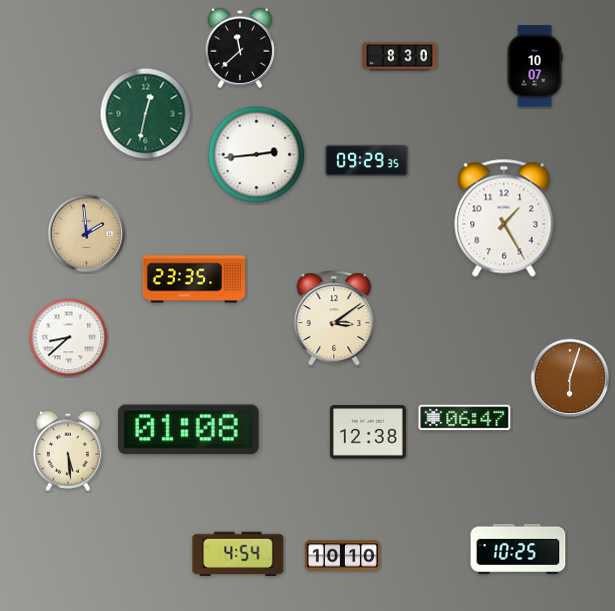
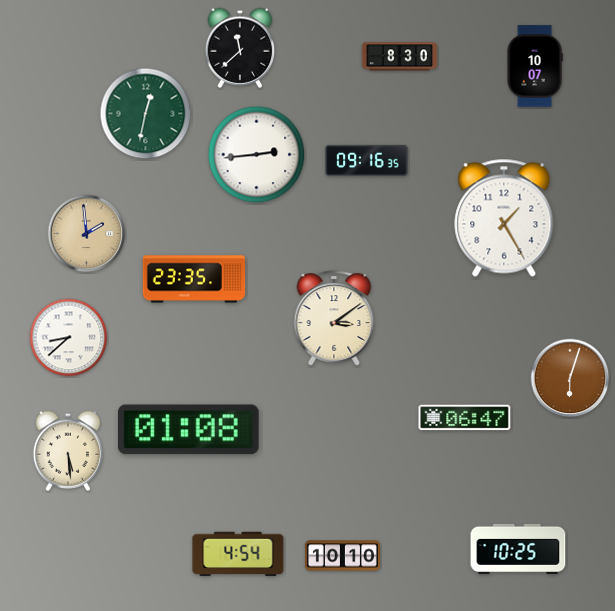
clock at (367, 160): 09:29 -> 09:16
clock at (368, 432): 12:38 -> none
